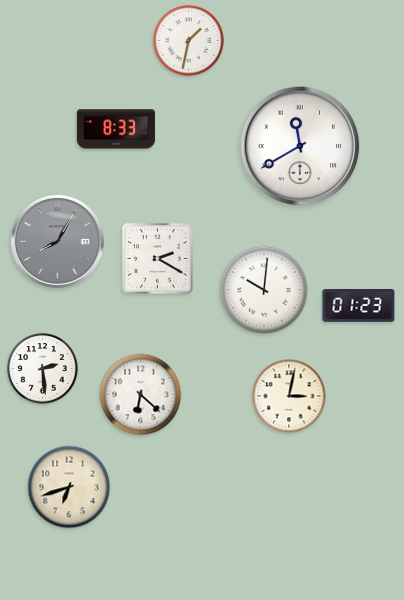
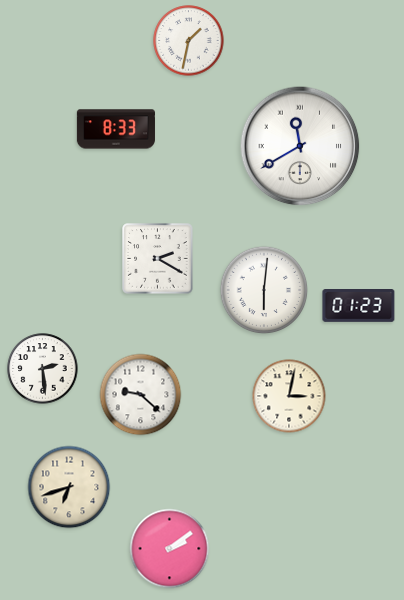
clock at (57, 241): 8:05 -> none
clock at (264, 290): 10:01 -> 6:01
clock at (141, 395): 6:22 -> 9:22
clock at (170, 549): none -> 2:09
